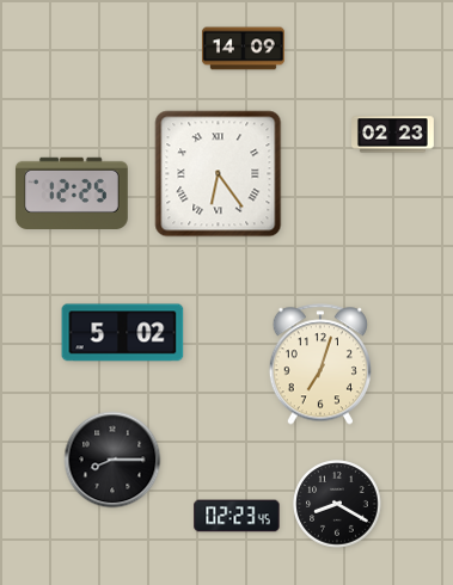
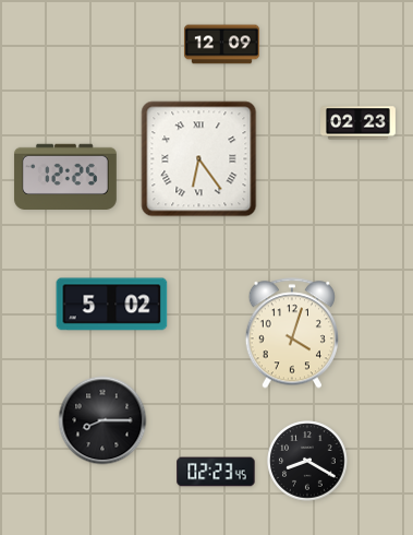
clock at (243, 49): 14:09 -> 12:09
clock at (320, 364): 7:03 -> 4:03
